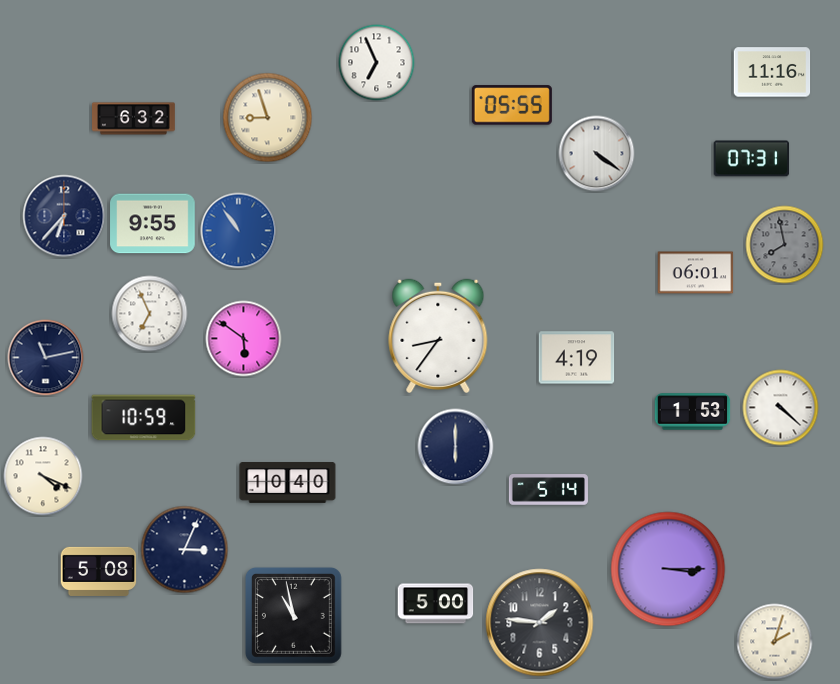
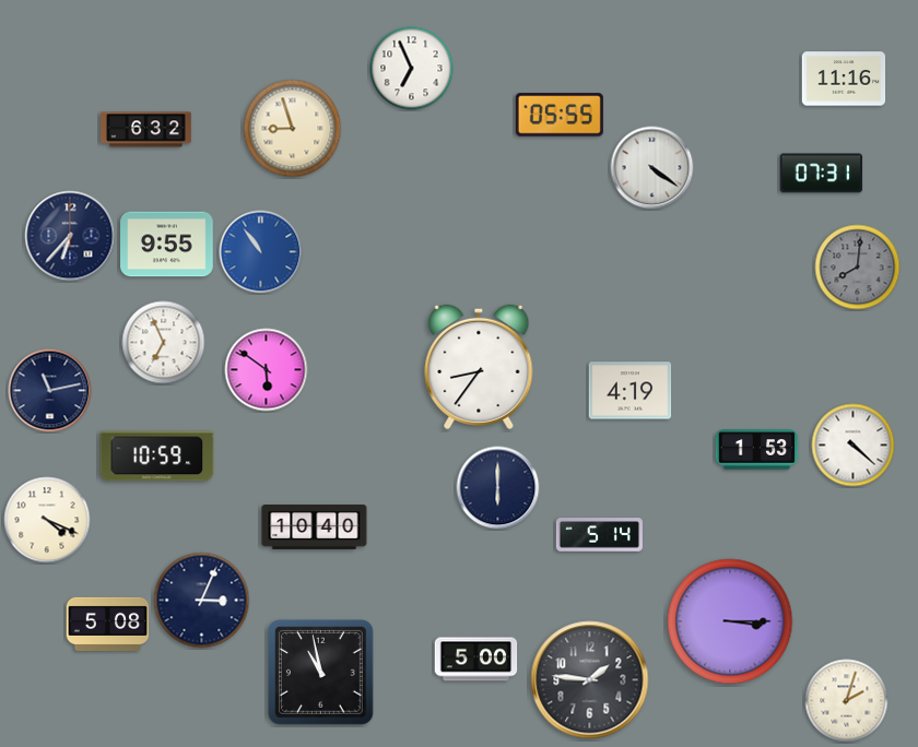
clock at (785, 245): 7:58 -> 8:01
clock at (696, 273): 06:01 -> none
